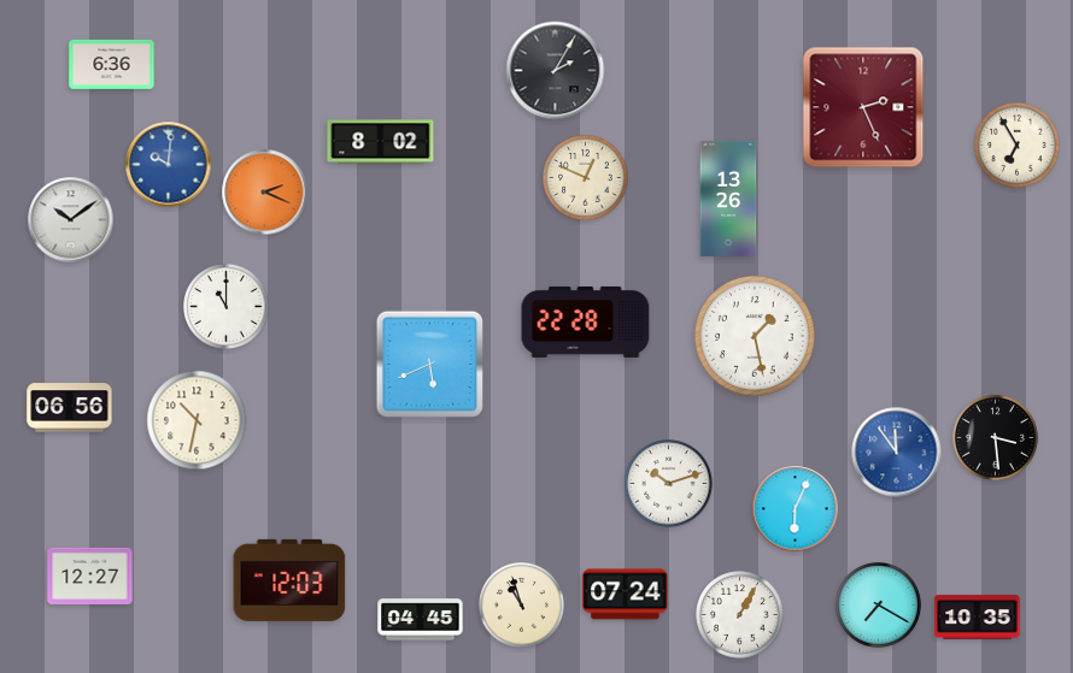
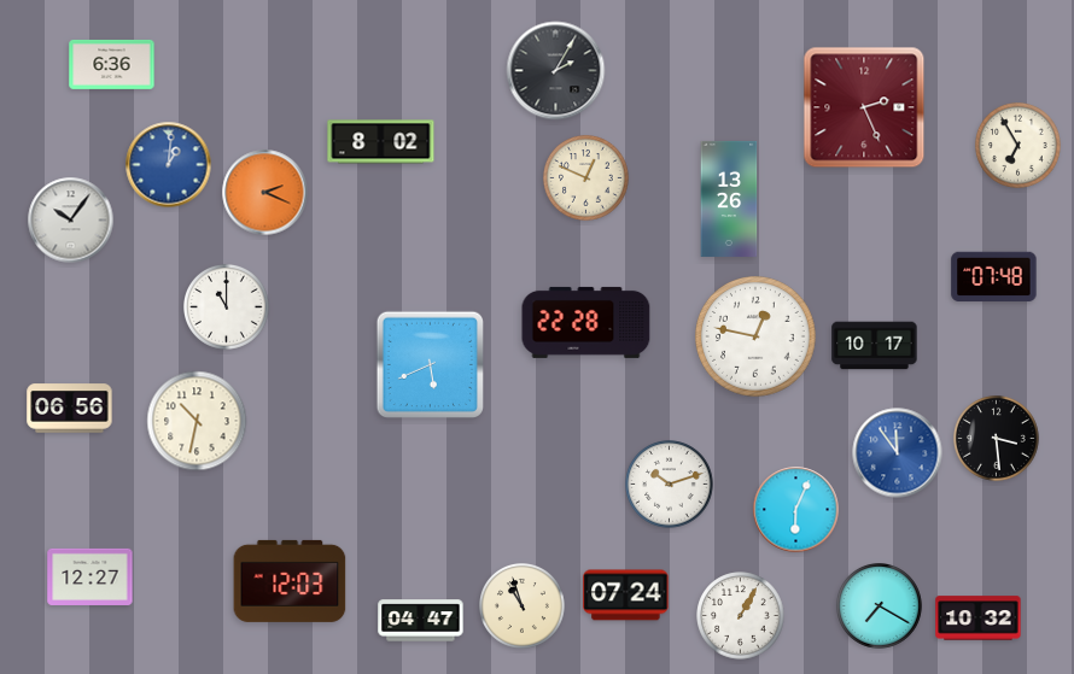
clock at (169, 165): 10:01 -> 1:01
clock at (71, 220): 10:09 -> 10:06
clock at (994, 277): none -> 07:48
clock at (756, 337): 1:28 -> 12:47
clock at (875, 346): none -> 10:17
clock at (978, 618): 10:35 -> 10:32
clock at (421, 620): 04:45 -> 04:47
